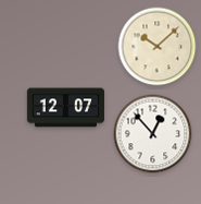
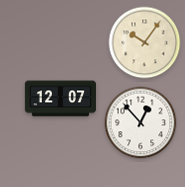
clock at (158, 47): 10:08 -> 10:06
